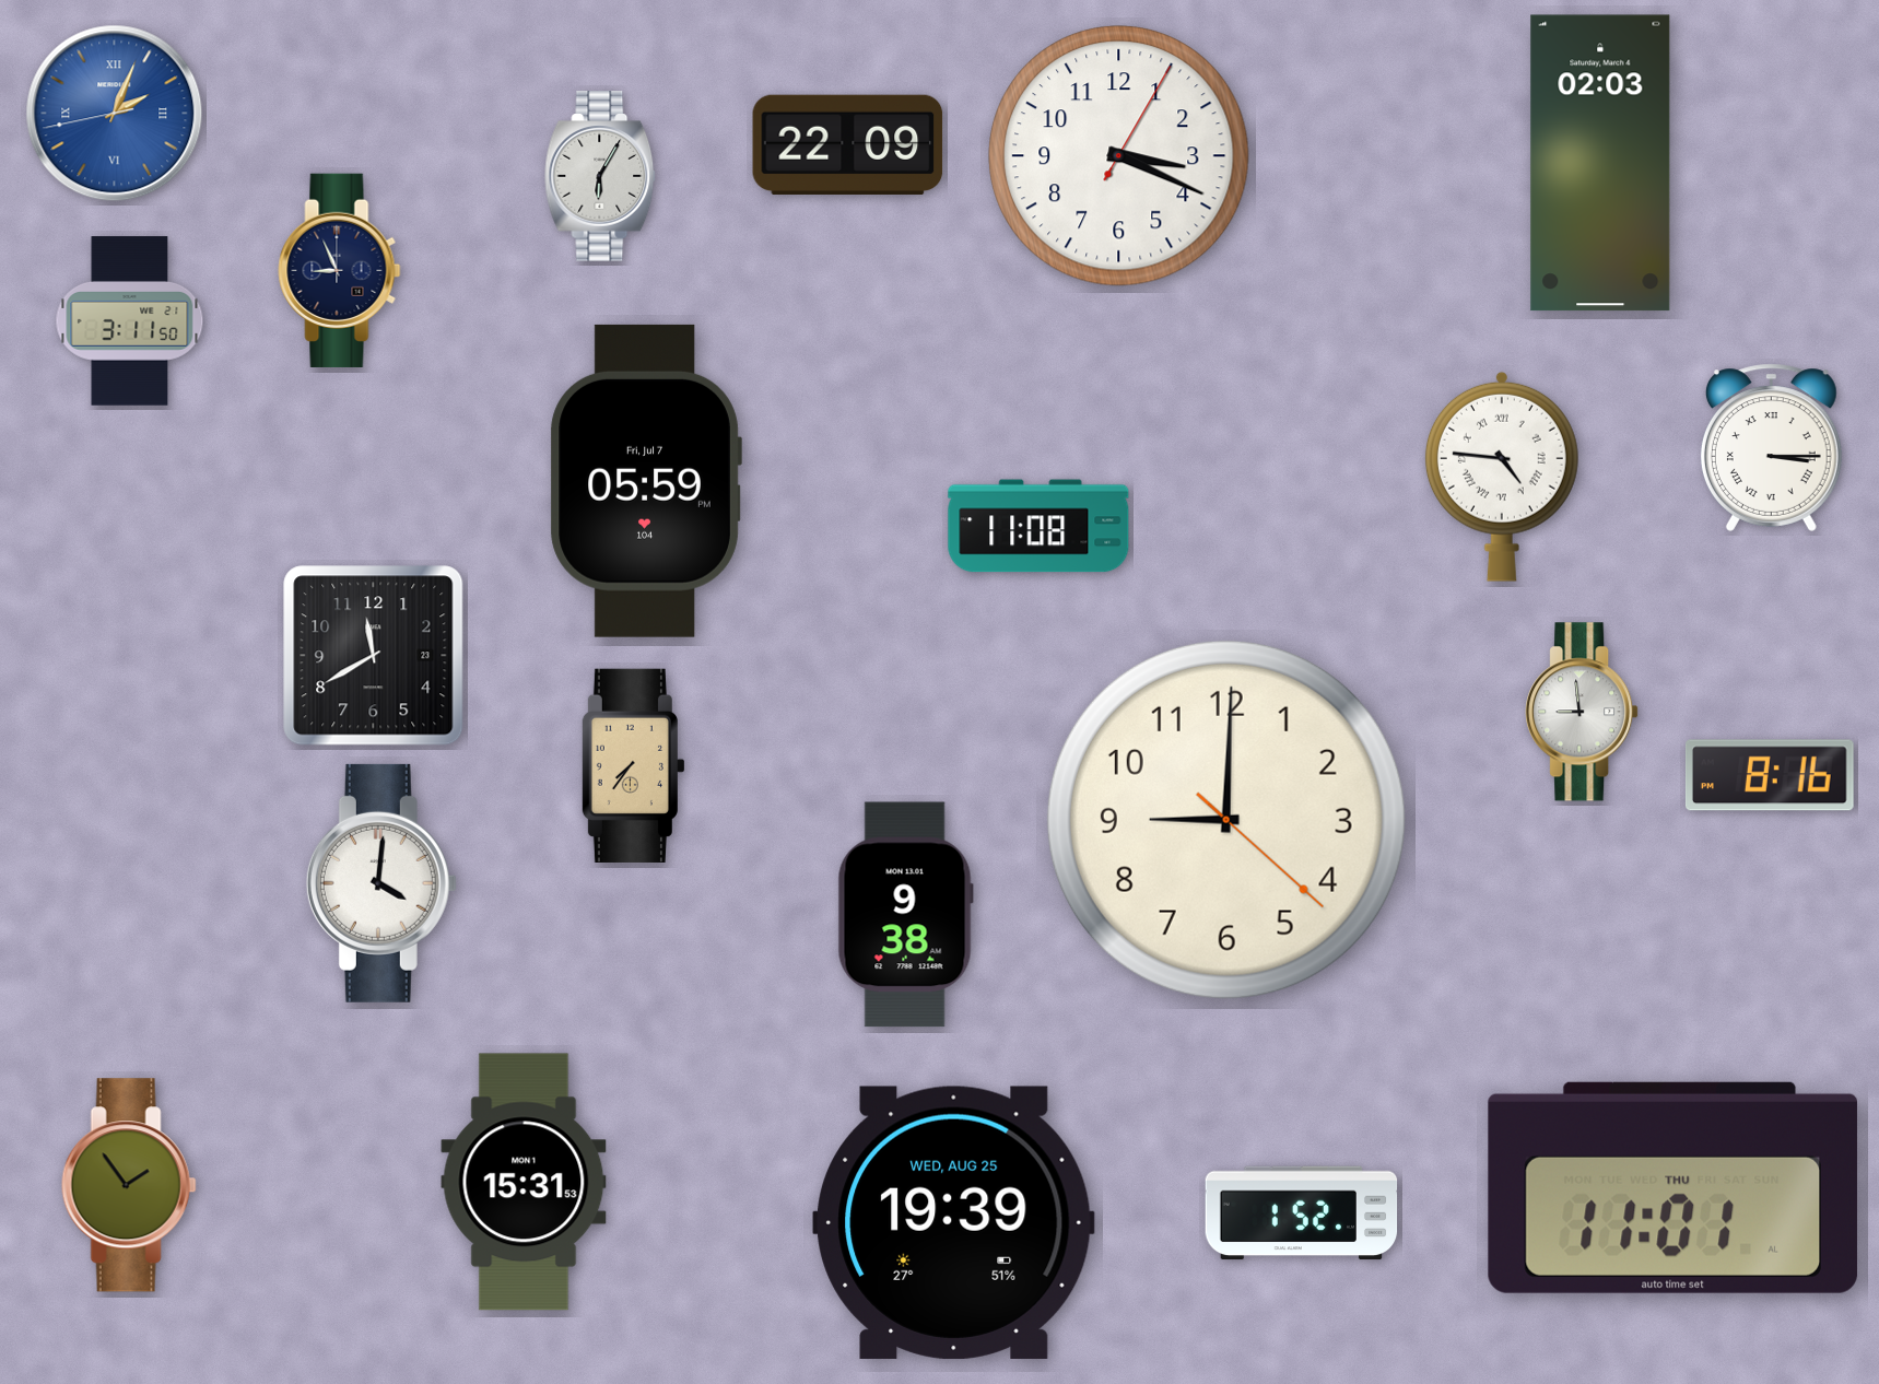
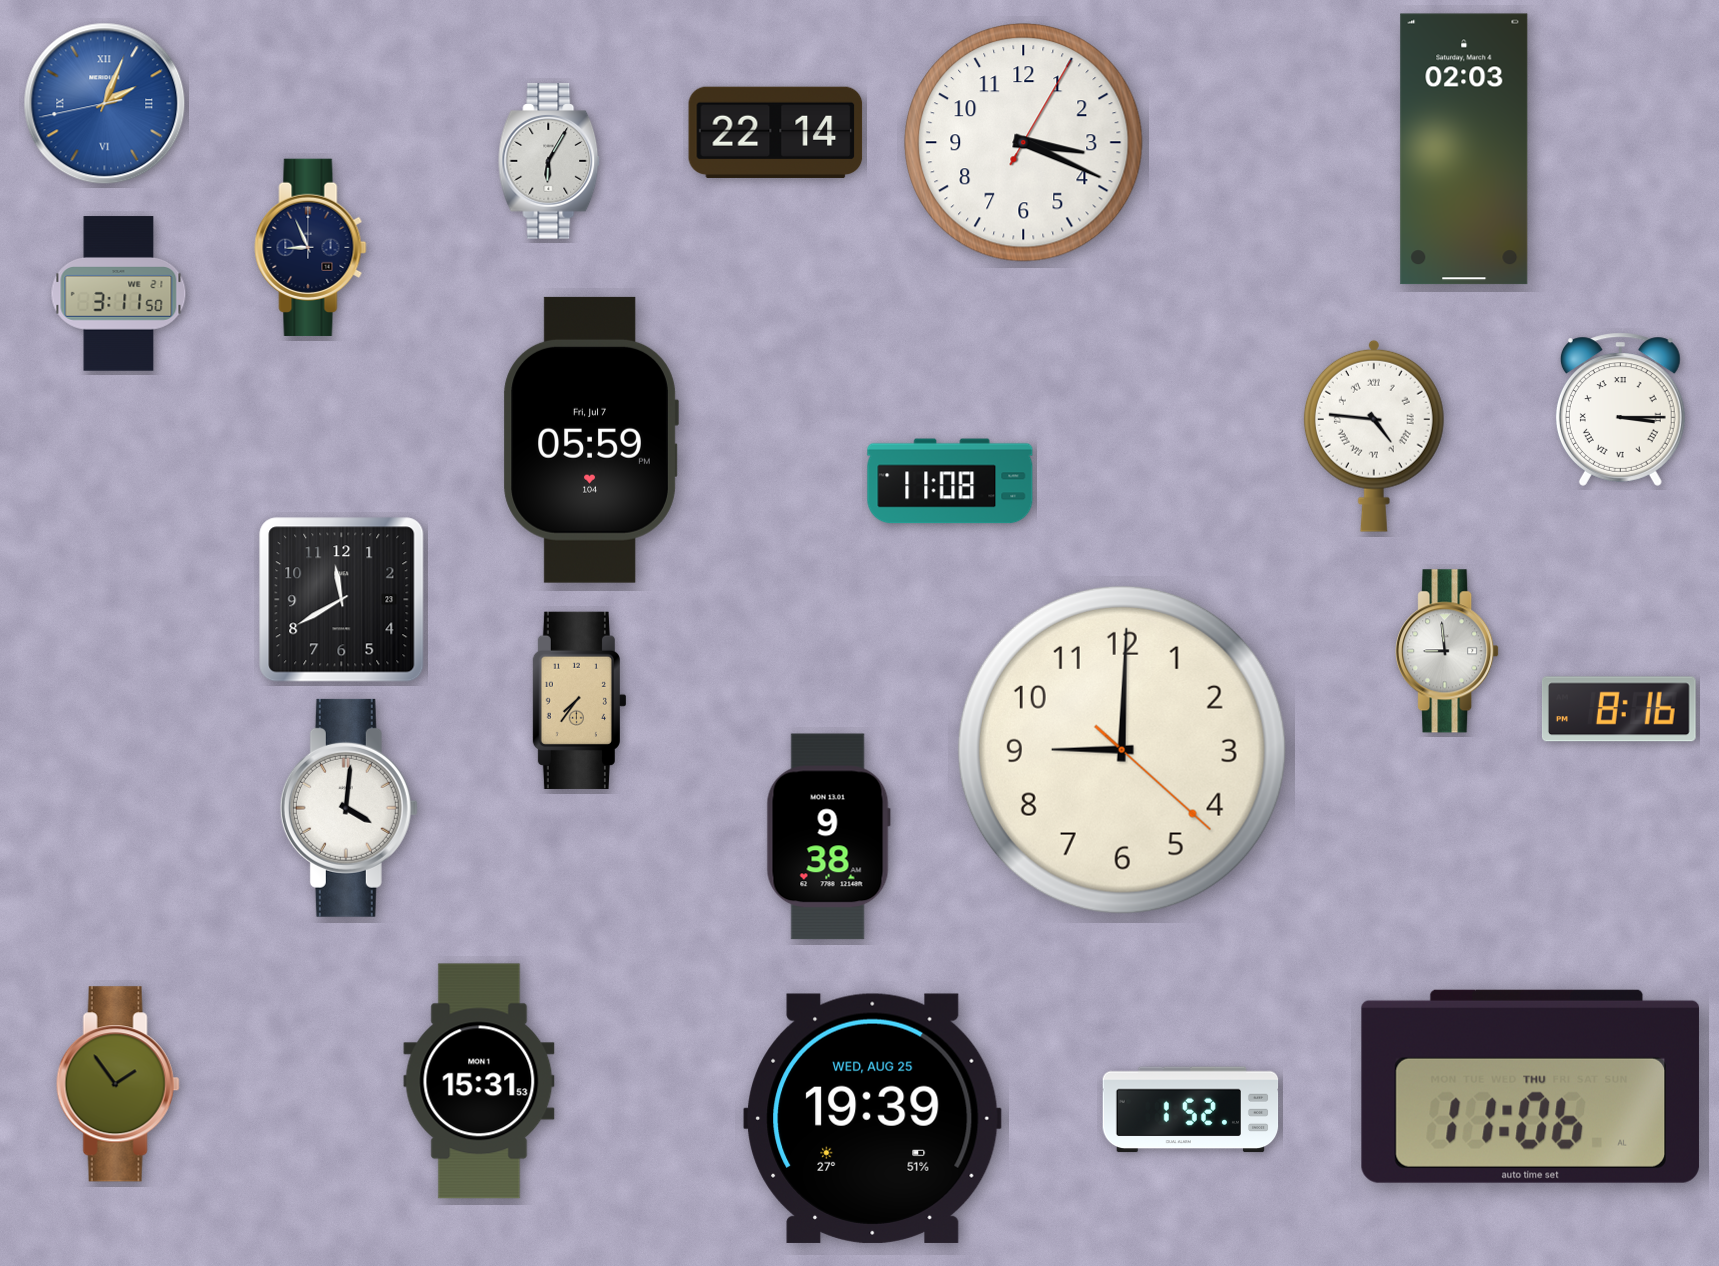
clock at (848, 144): 22:09 -> 22:14
clock at (1672, 1187): 11:01 -> 11:06
